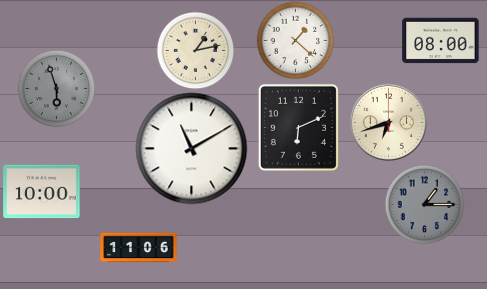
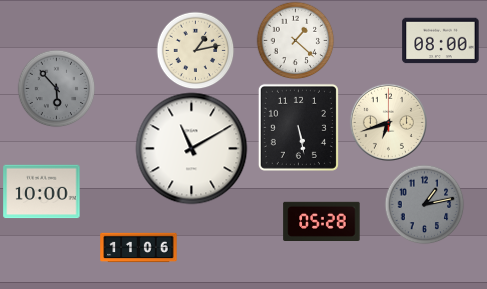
clock at (56, 88): 5:57 -> 5:53
clock at (298, 127): 6:11 -> 5:28
clock at (424, 204): 1:15 -> 1:13
clock at (322, 221): none -> 05:28
